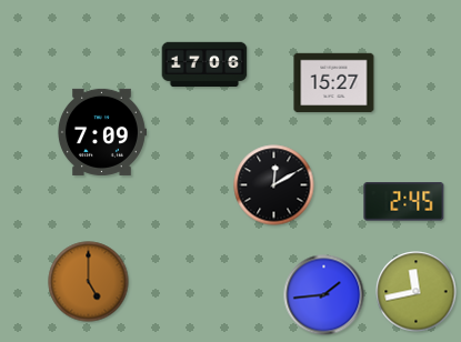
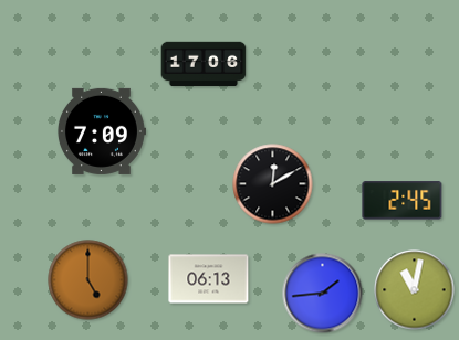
clock at (334, 83): 15:27 -> none
clock at (209, 279): none -> 06:13
clock at (417, 292): 11:43 -> 11:02
